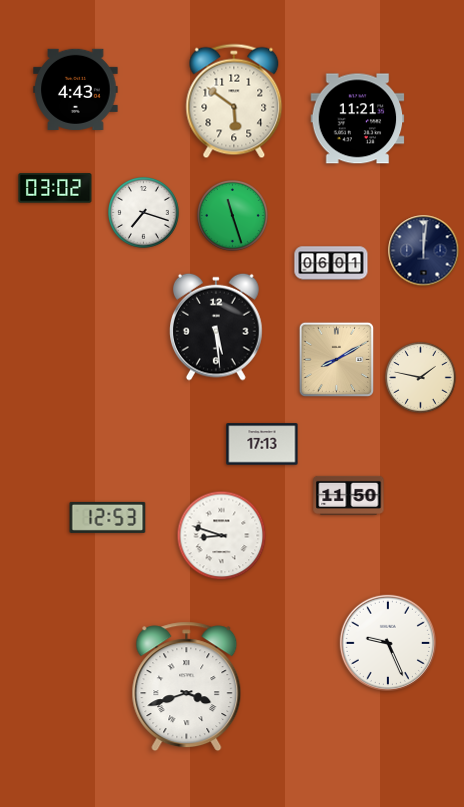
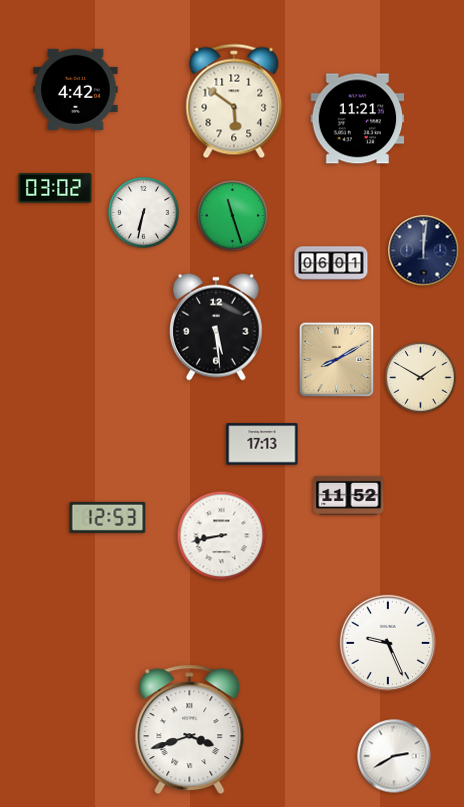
clock at (76, 89): 4:43 -> 4:42
clock at (144, 213): 7:18 -> 6:32
clock at (421, 378): 1:47 -> 1:50
clock at (349, 495): 11:50 -> 11:52
clock at (222, 536): 8:48 -> 8:43
clock at (187, 687) position: (187, 687) -> (190, 730)
clock at (394, 756): none -> 2:40
